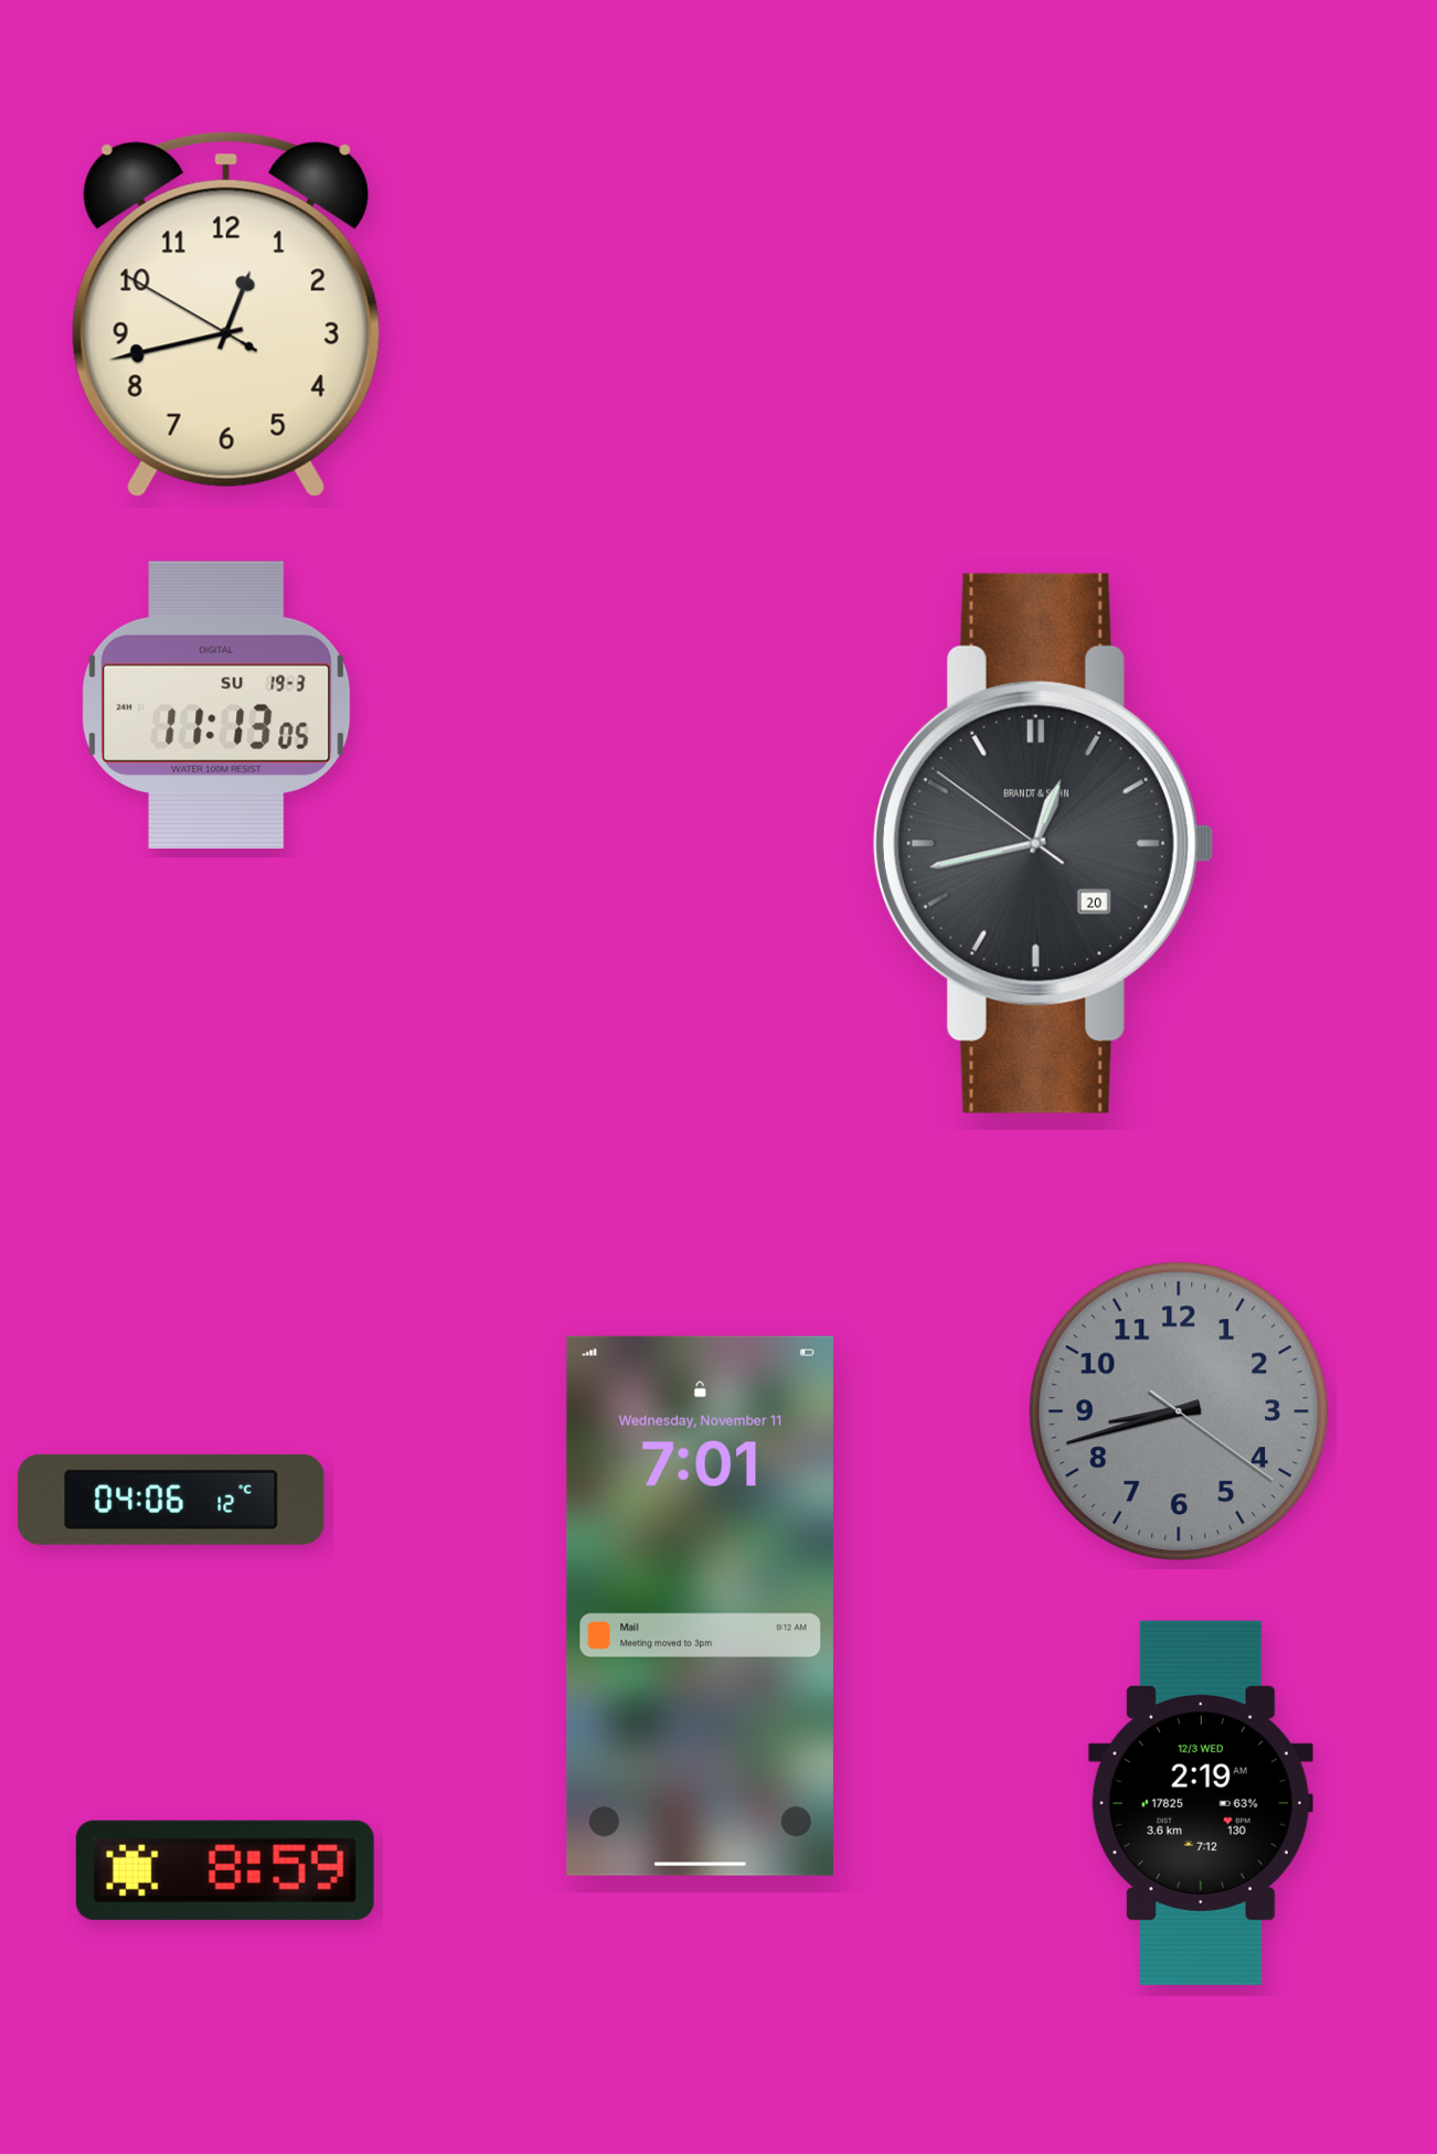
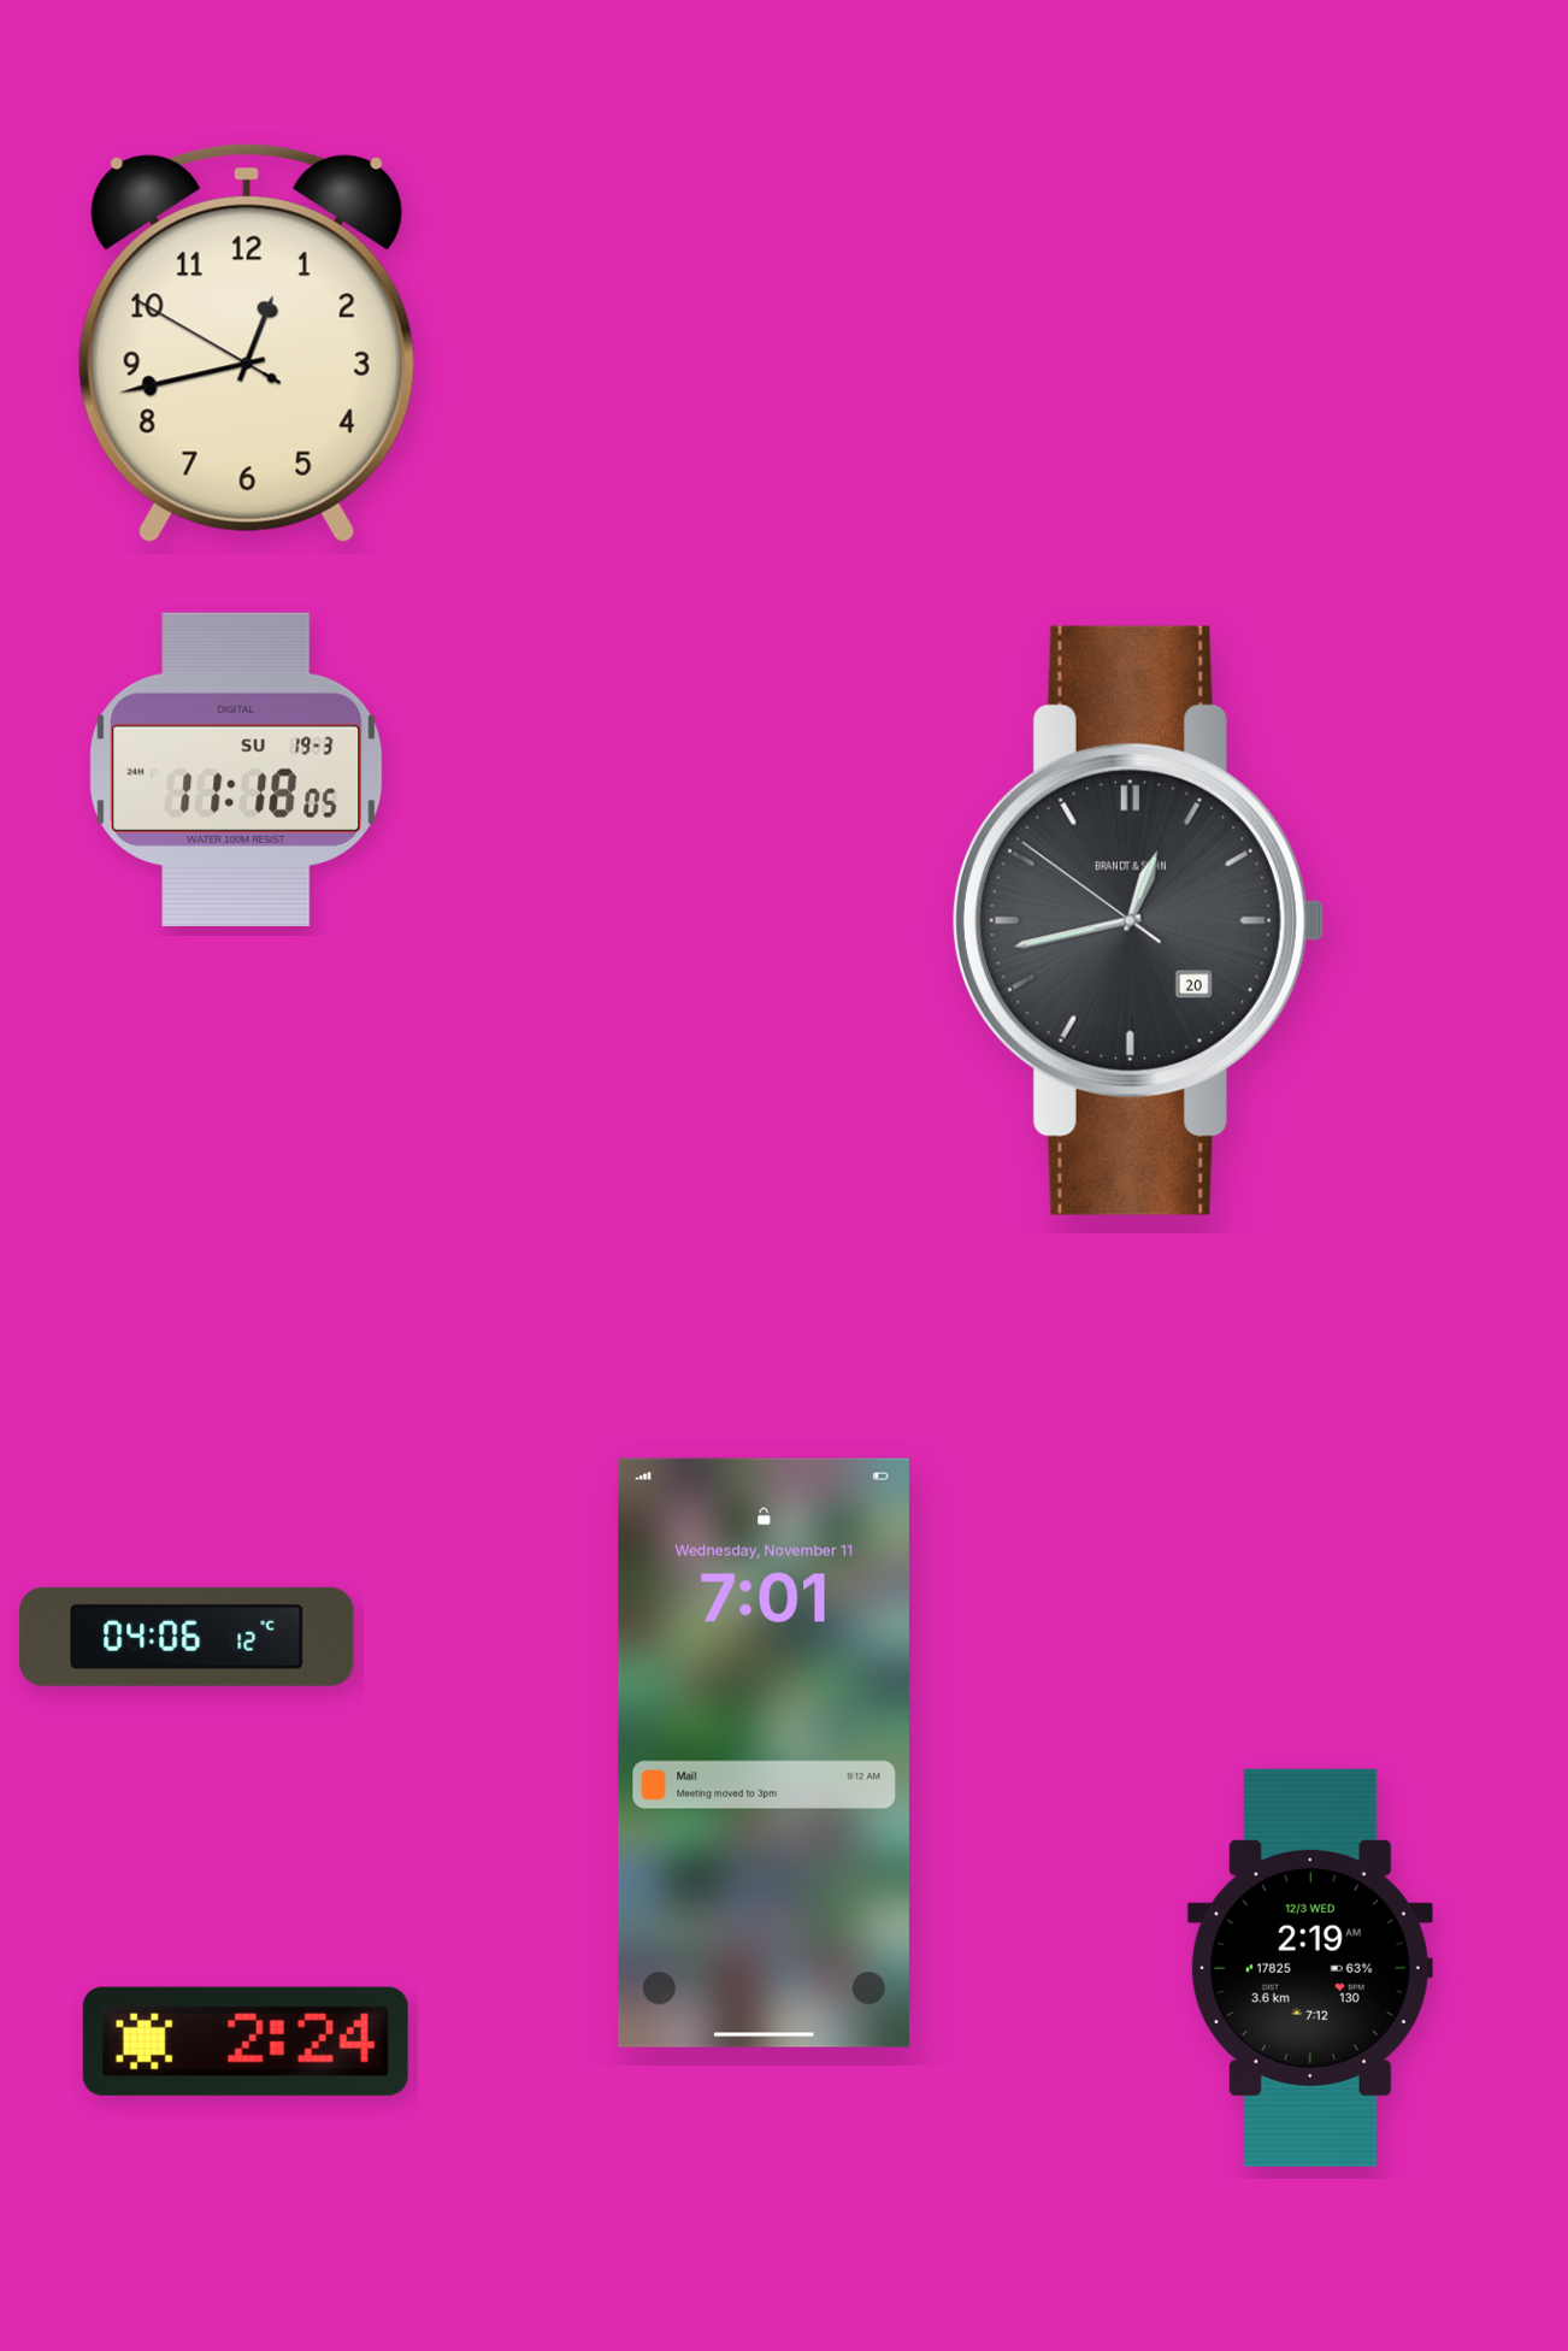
clock at (216, 705): 11:13 -> 11:18
clock at (1179, 1411): 8:42 -> none
clock at (225, 1870): 8:59 -> 2:24
